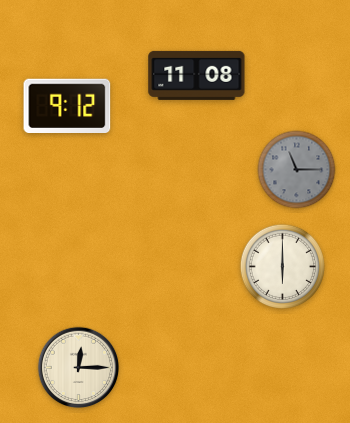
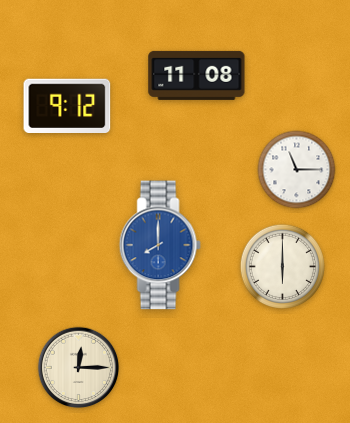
clock at (297, 170) dial: grey -> white
clock at (160, 245): none -> 8:00
